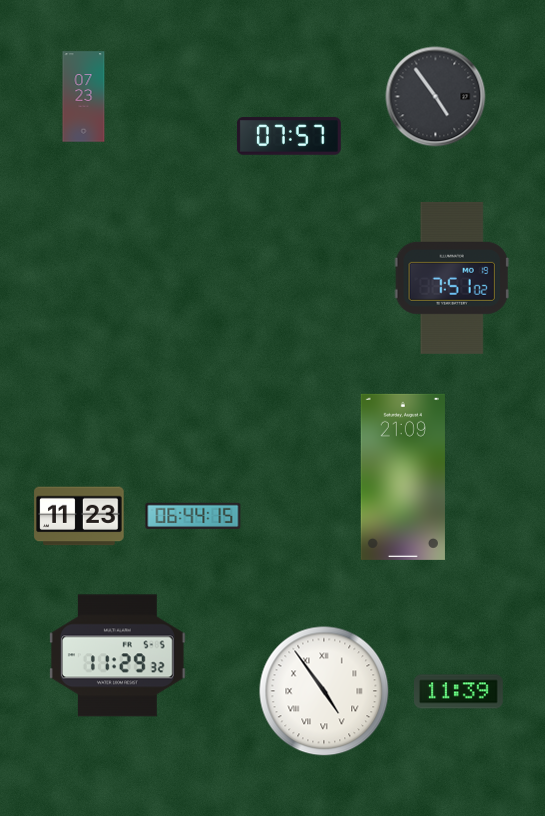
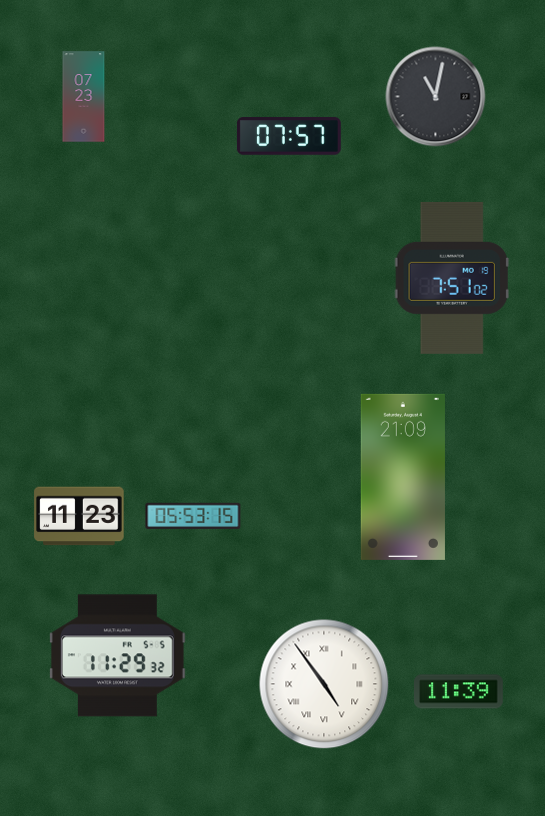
clock at (436, 97): 4:54 -> 11:02
clock at (193, 516): 06:44 -> 05:53
clock at (324, 691) position: (324, 691) -> (324, 684)
